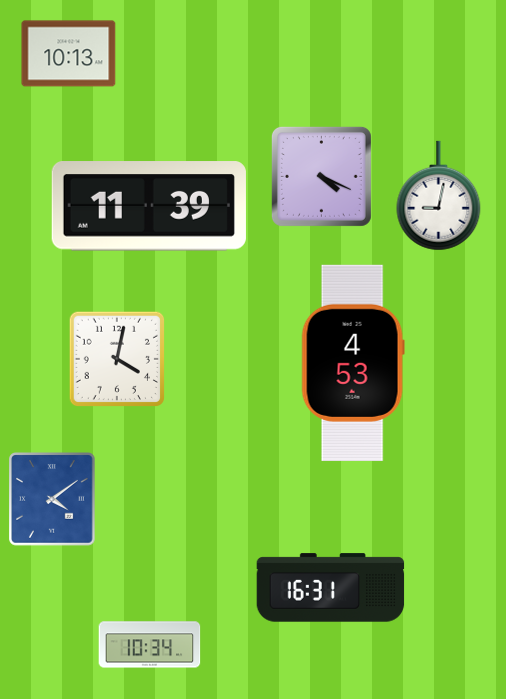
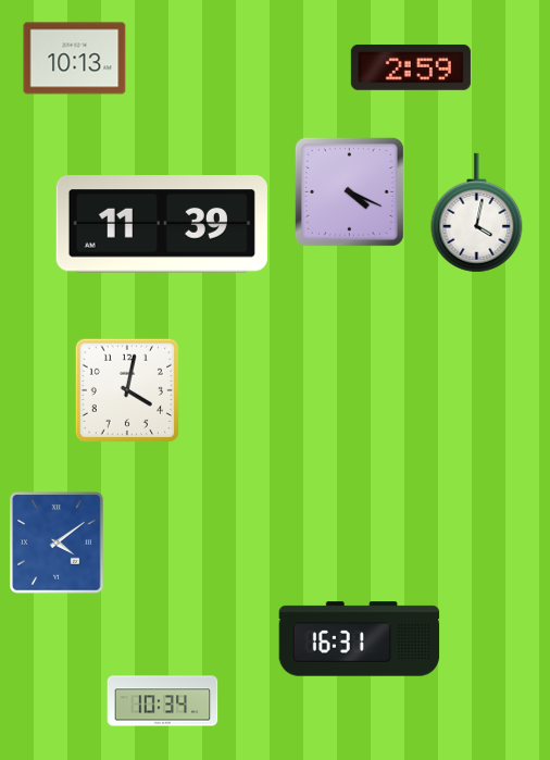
clock at (411, 67): none -> 2:59
clock at (439, 196): 9:02 -> 4:02
clock at (353, 363): 4:53 -> none
